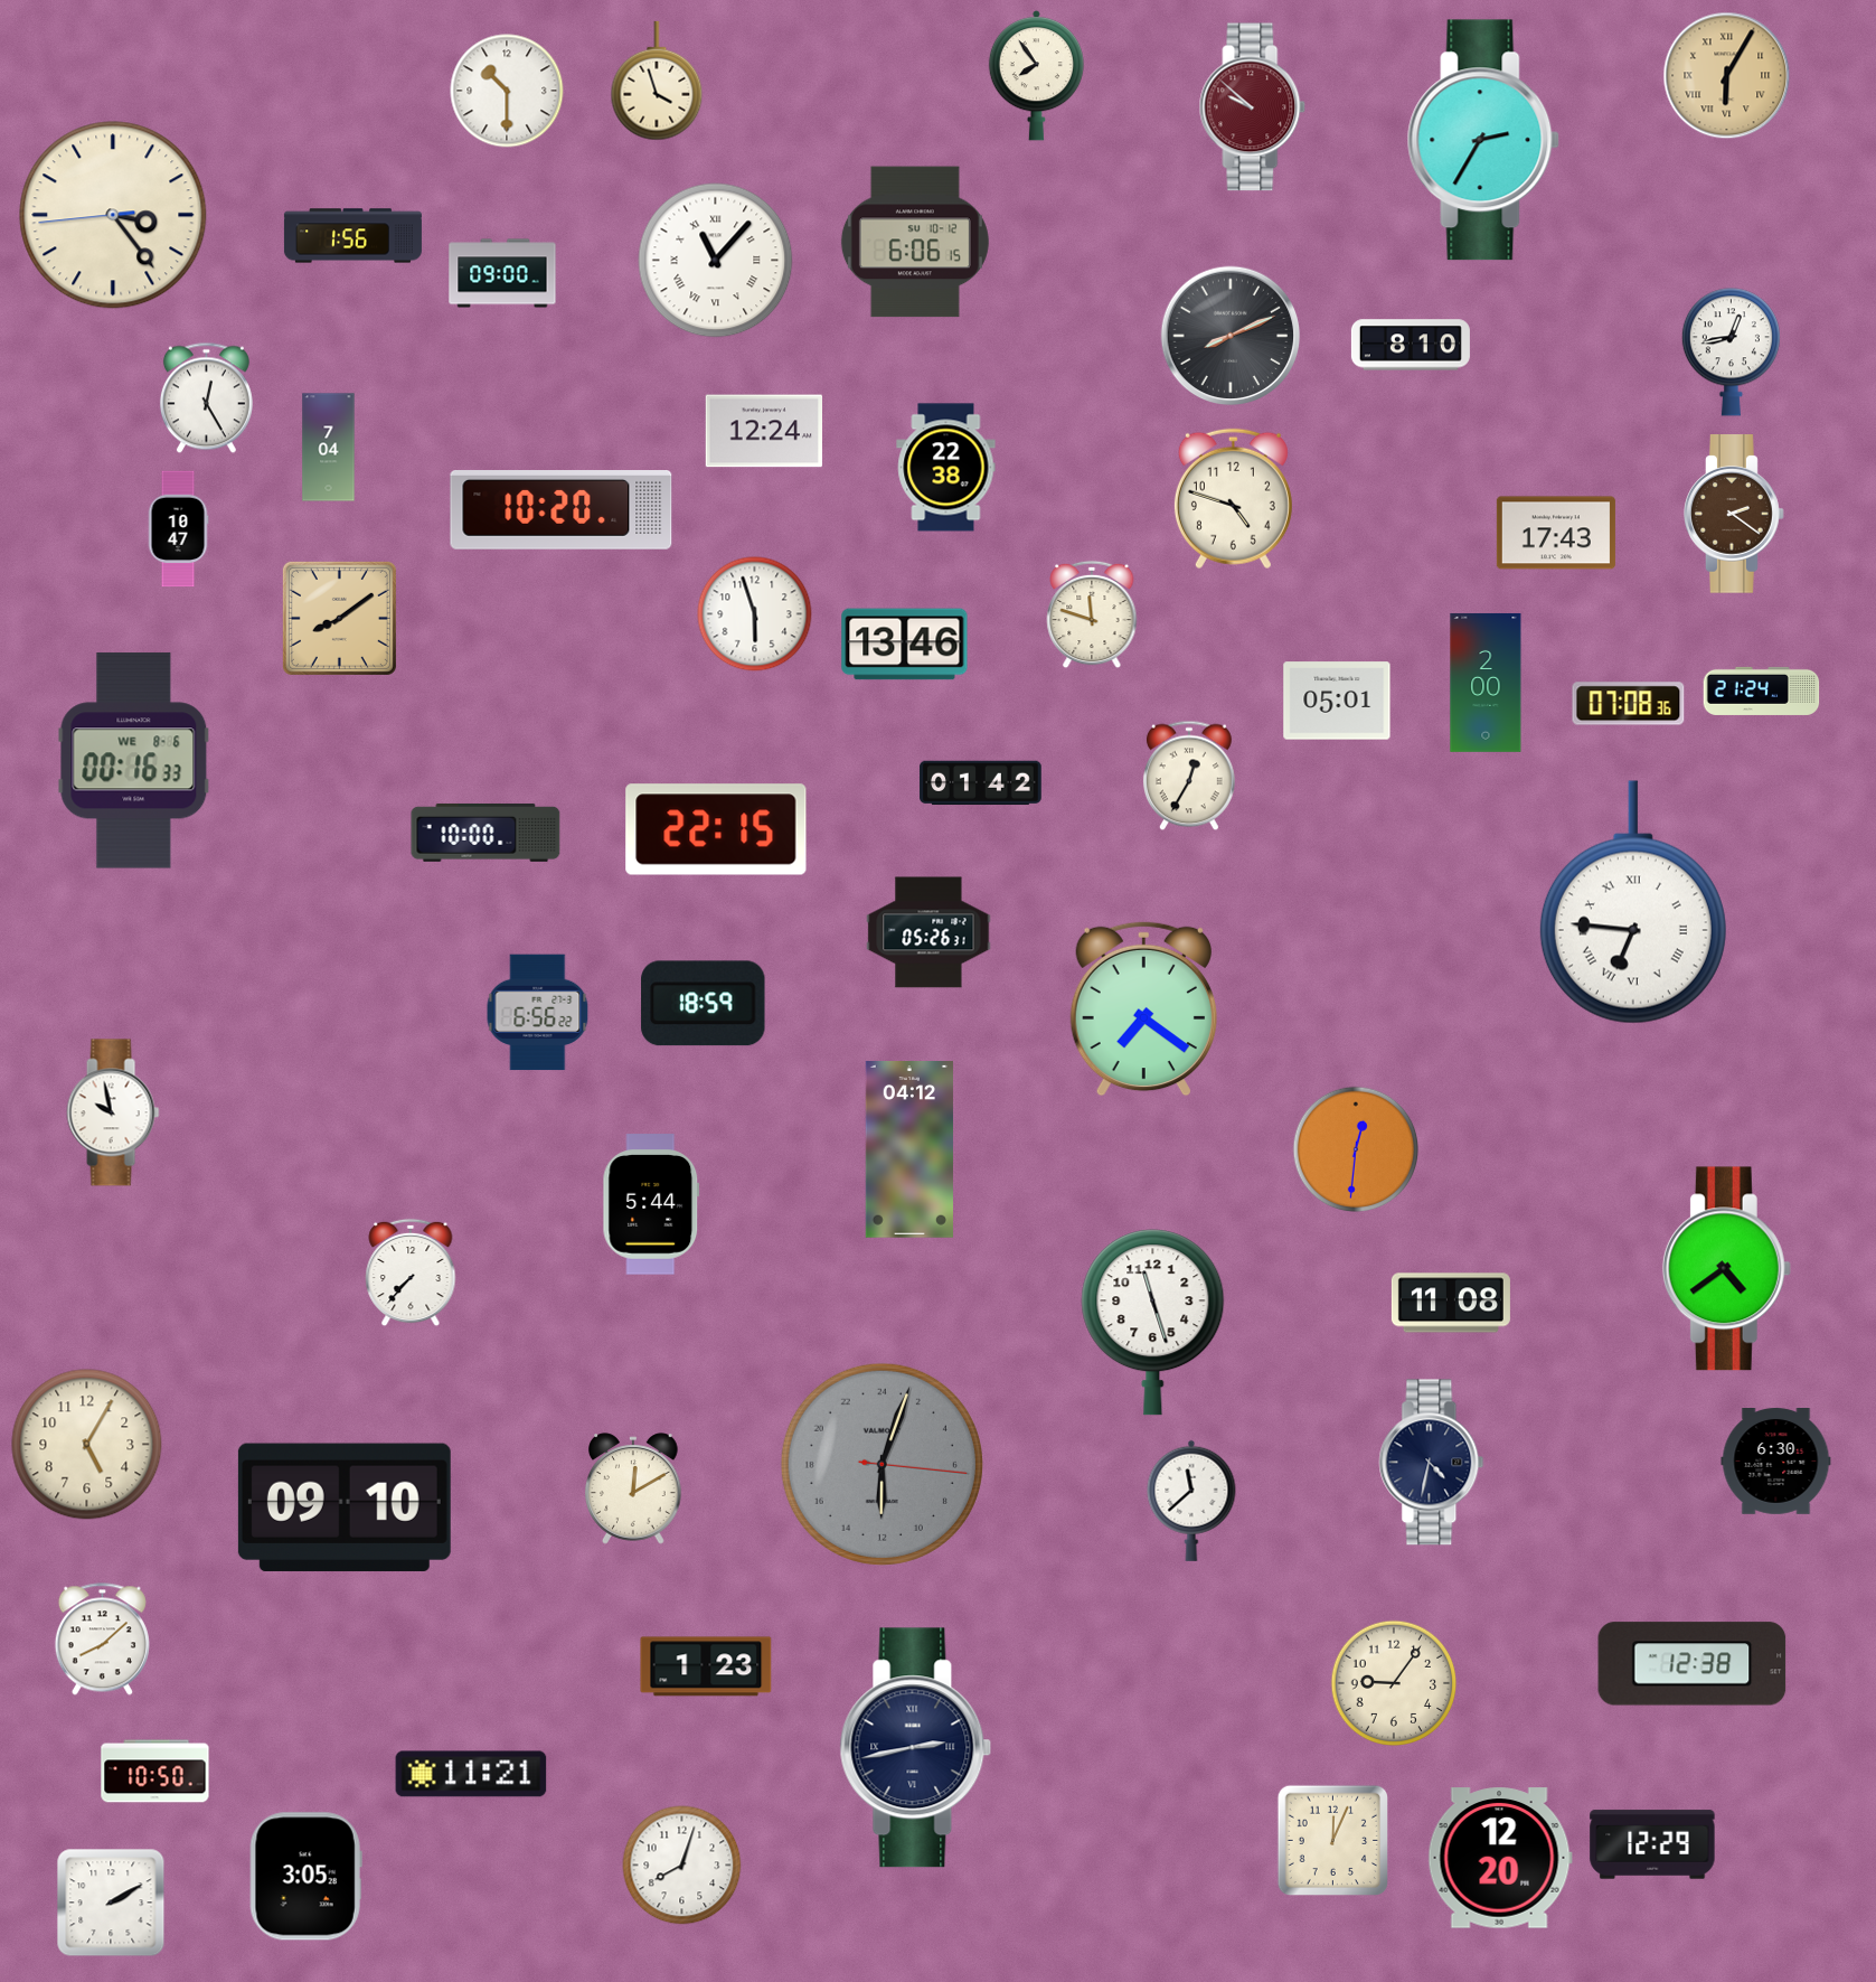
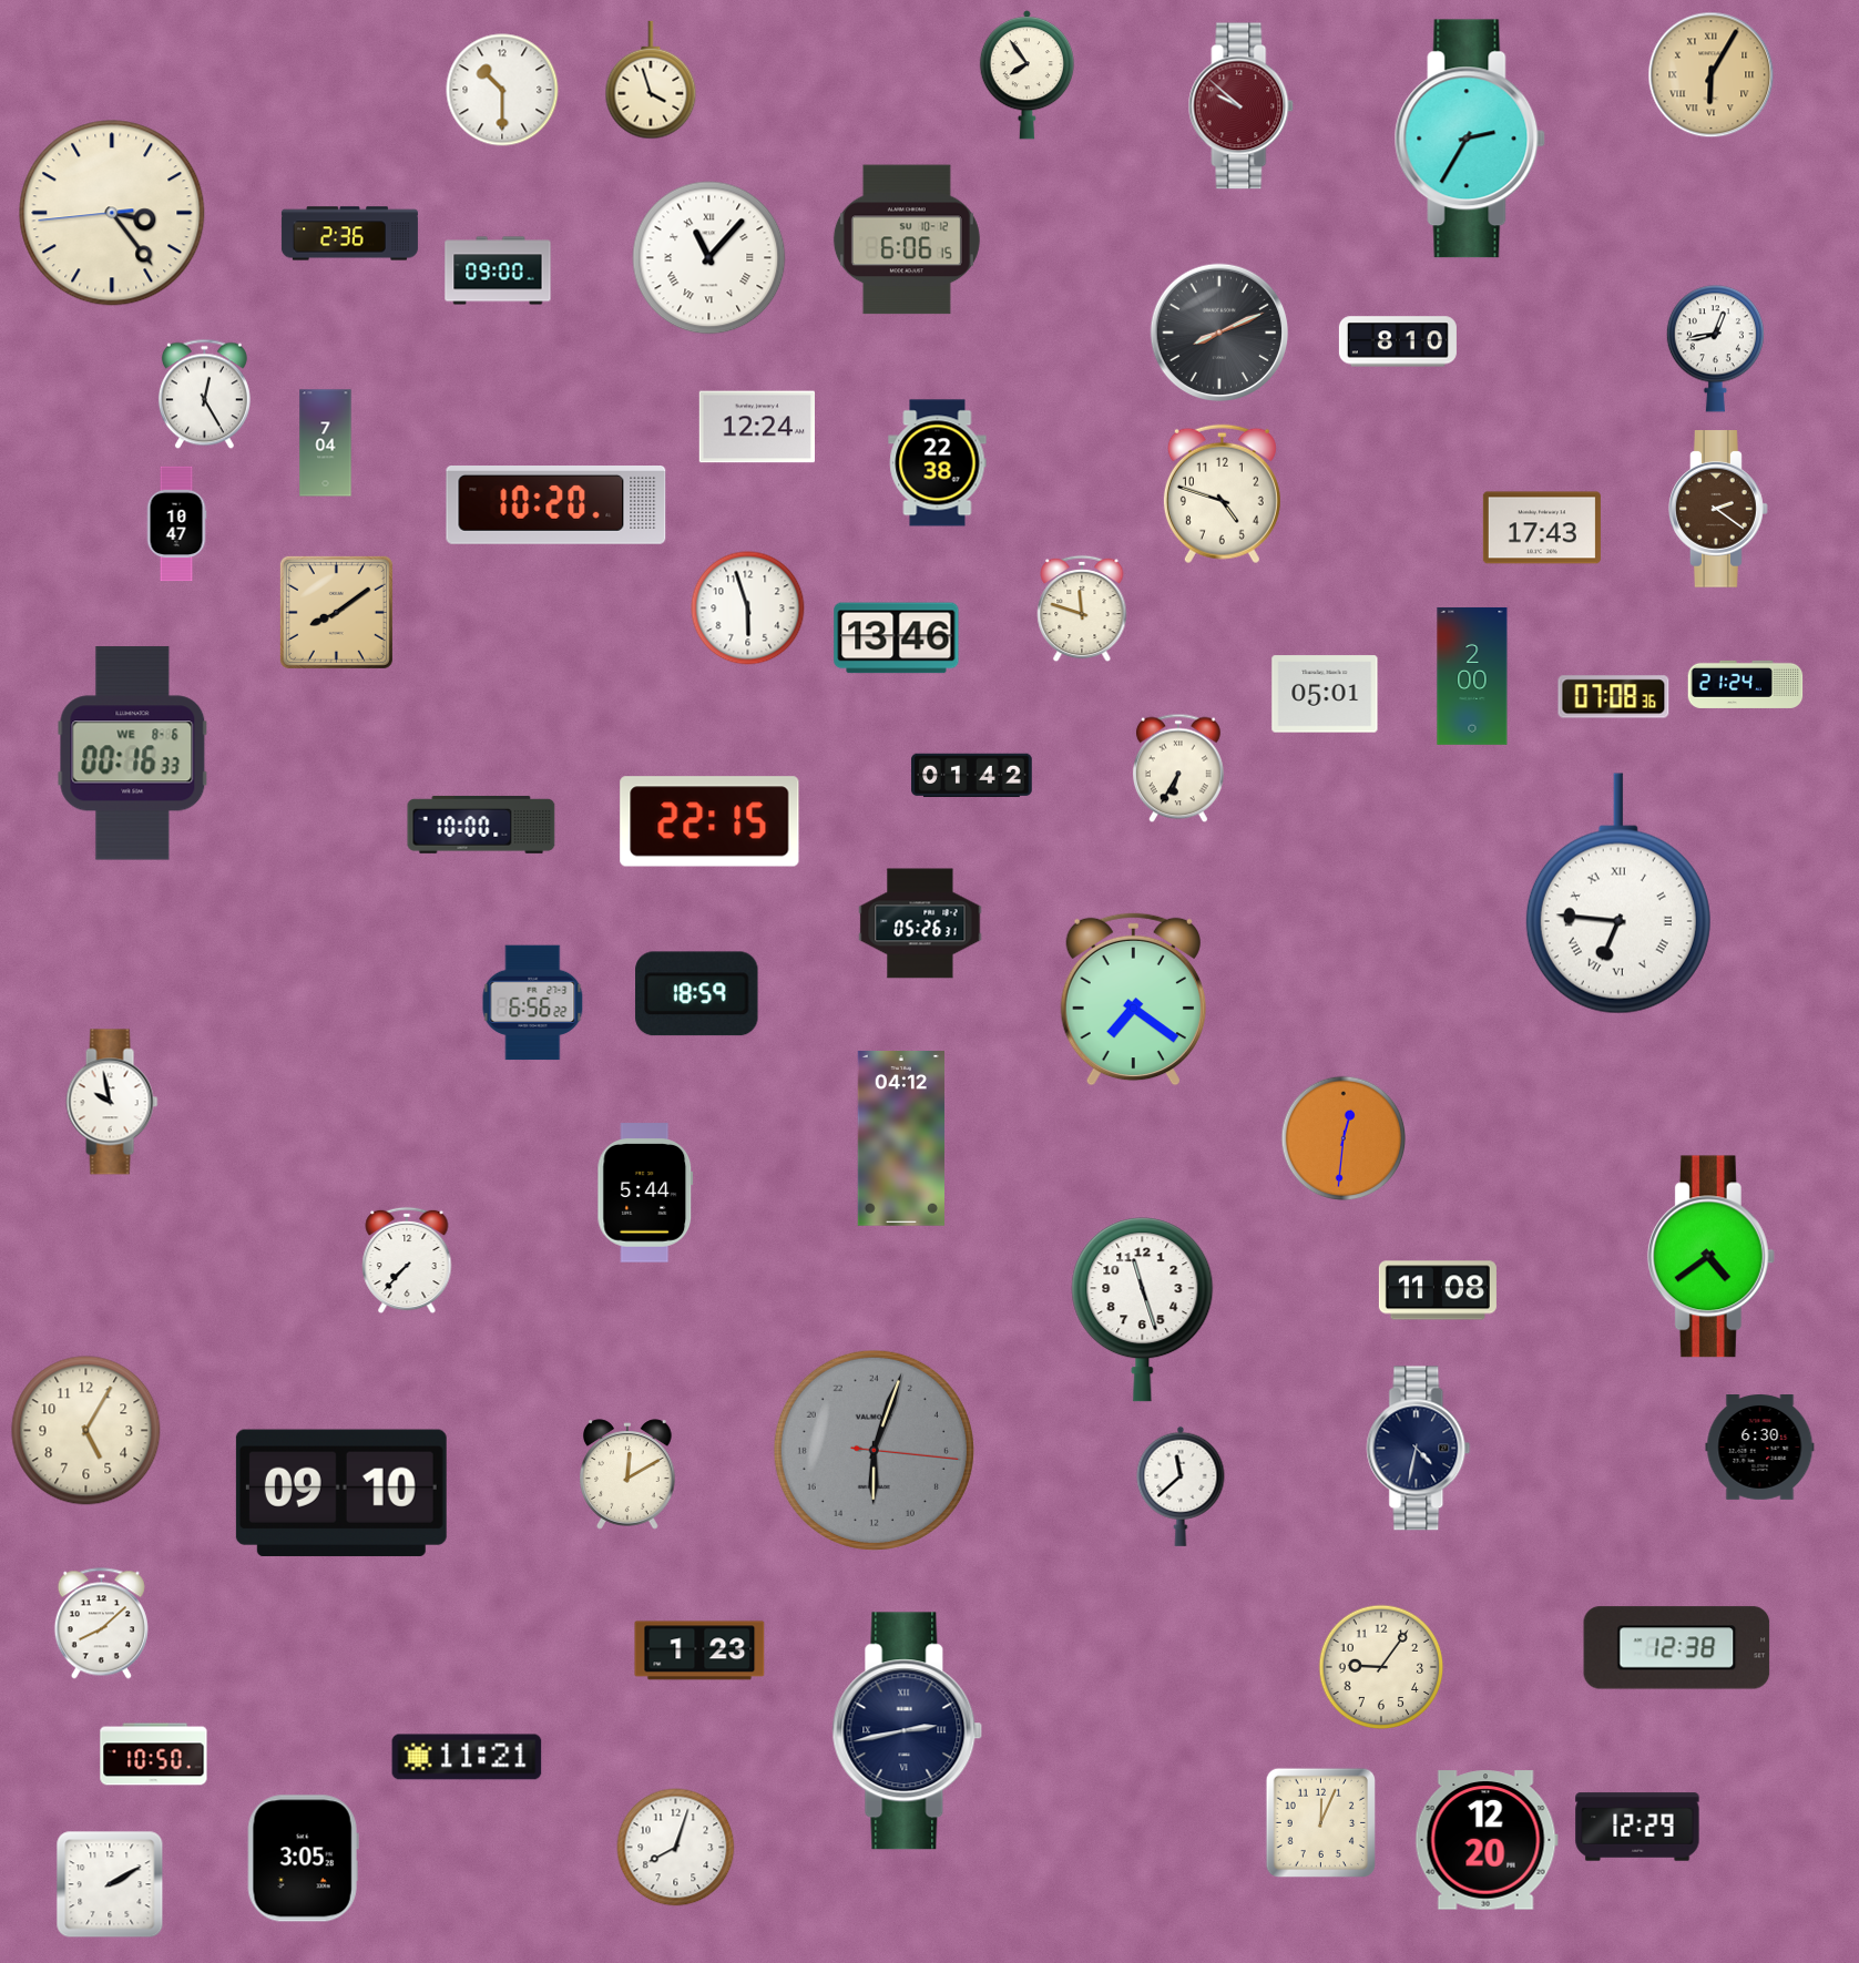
clock at (352, 236): 1:56 -> 2:36
clock at (1189, 776): 12:35 -> 6:35
